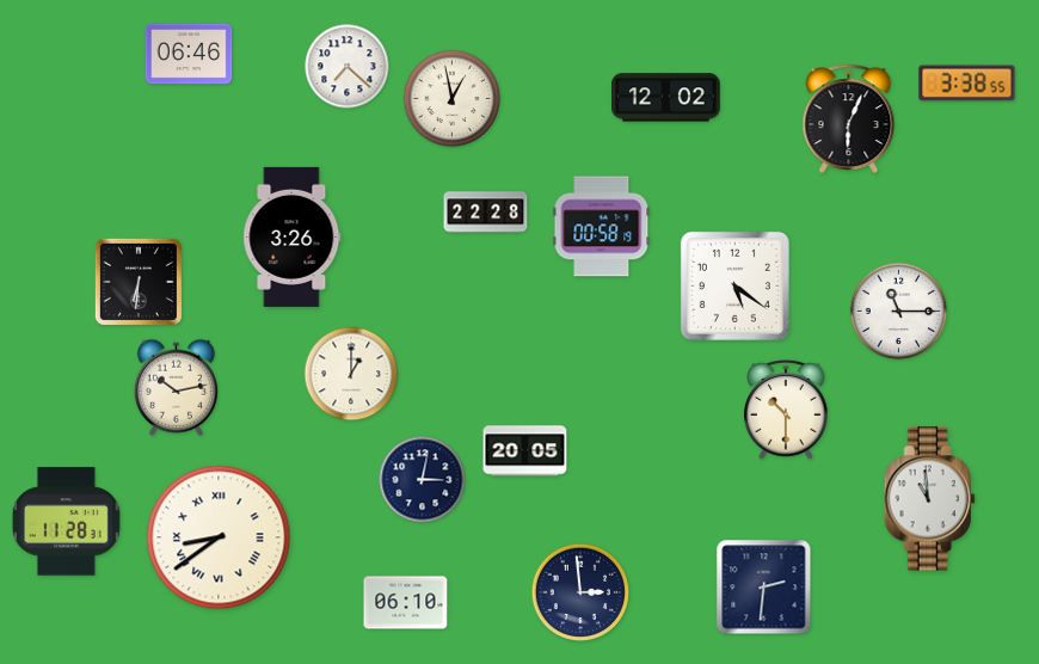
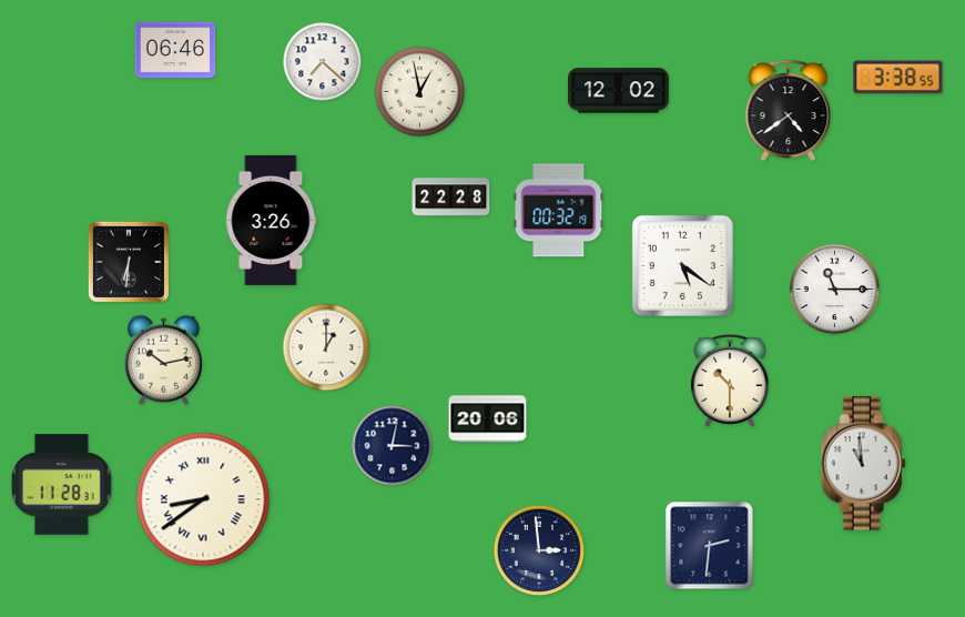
clock at (849, 118): 6:04 -> 4:39
clock at (602, 227): 00:58 -> 00:32
clock at (525, 451): 20:05 -> 20:06
clock at (406, 603): 06:10 -> none
